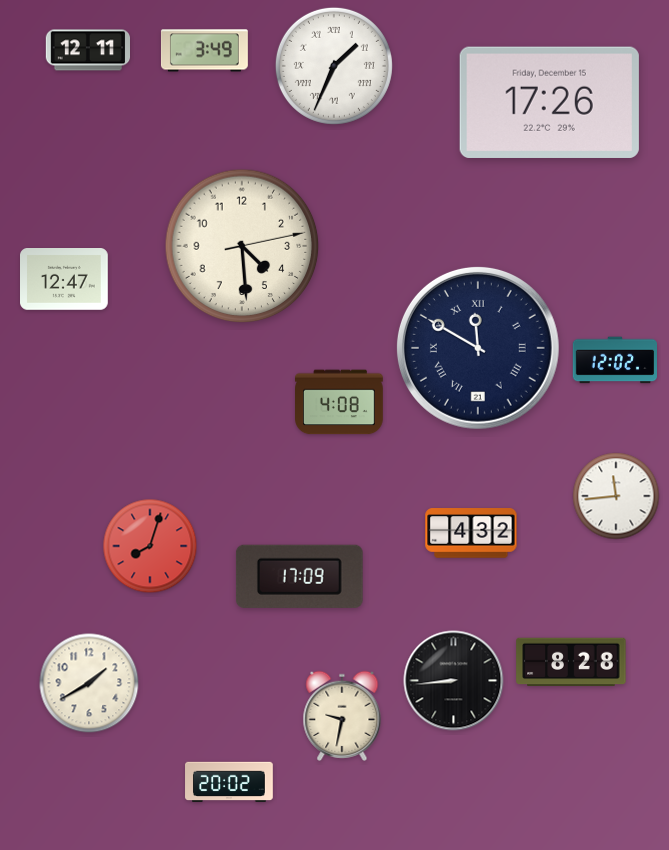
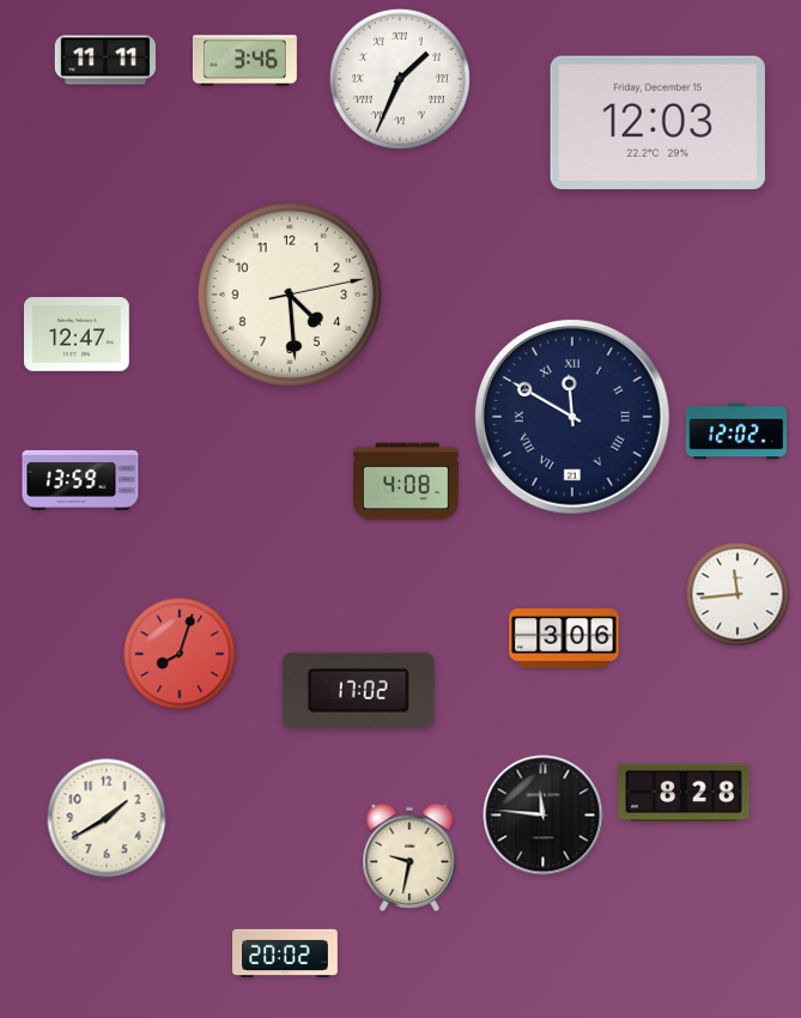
clock at (87, 50): 12:11 -> 11:11
clock at (204, 51): 3:49 -> 3:46
clock at (549, 102): 17:26 -> 12:03
clock at (80, 480): none -> 13:59
clock at (471, 533): 4:32 -> 3:06
clock at (299, 576): 17:09 -> 17:02
clock at (454, 681): 8:44 -> 11:46
clock at (229, 782) position: (229, 782) -> (285, 953)
